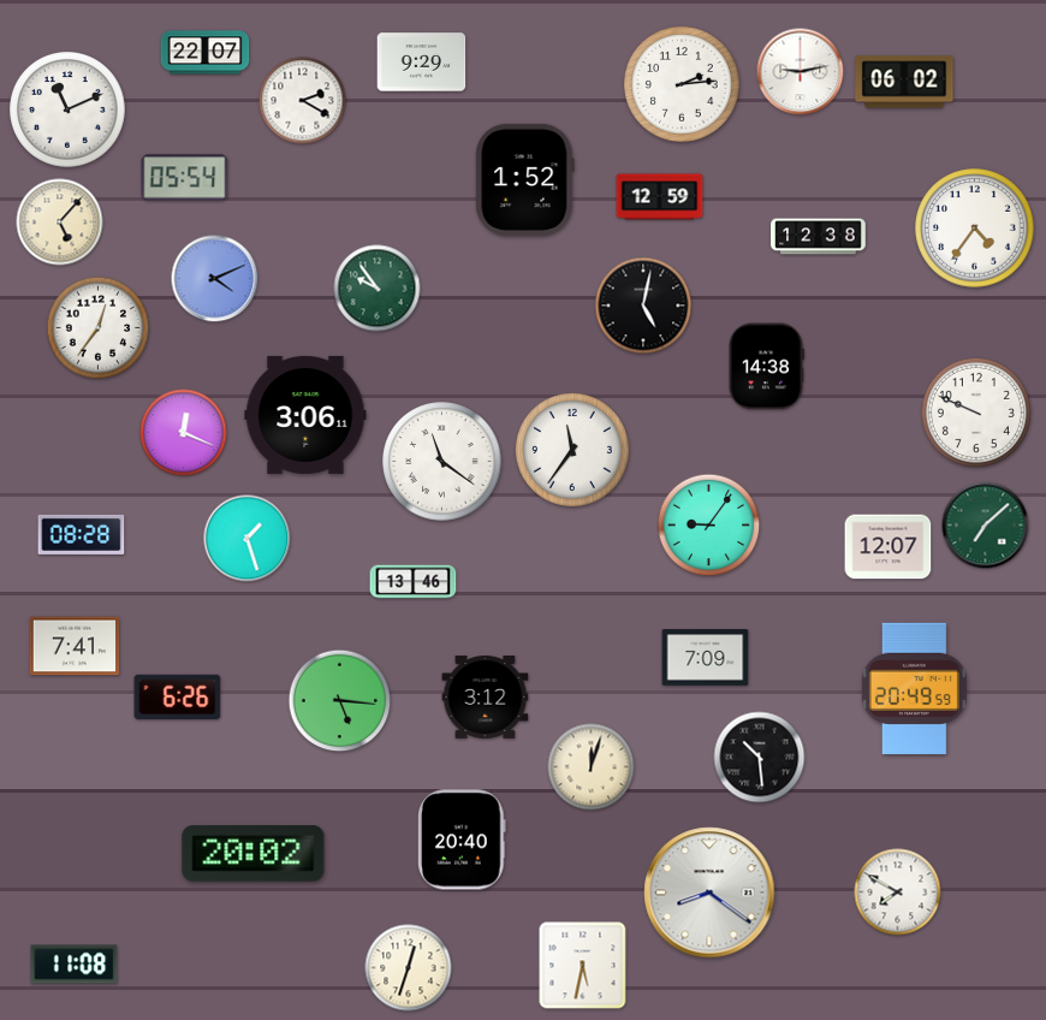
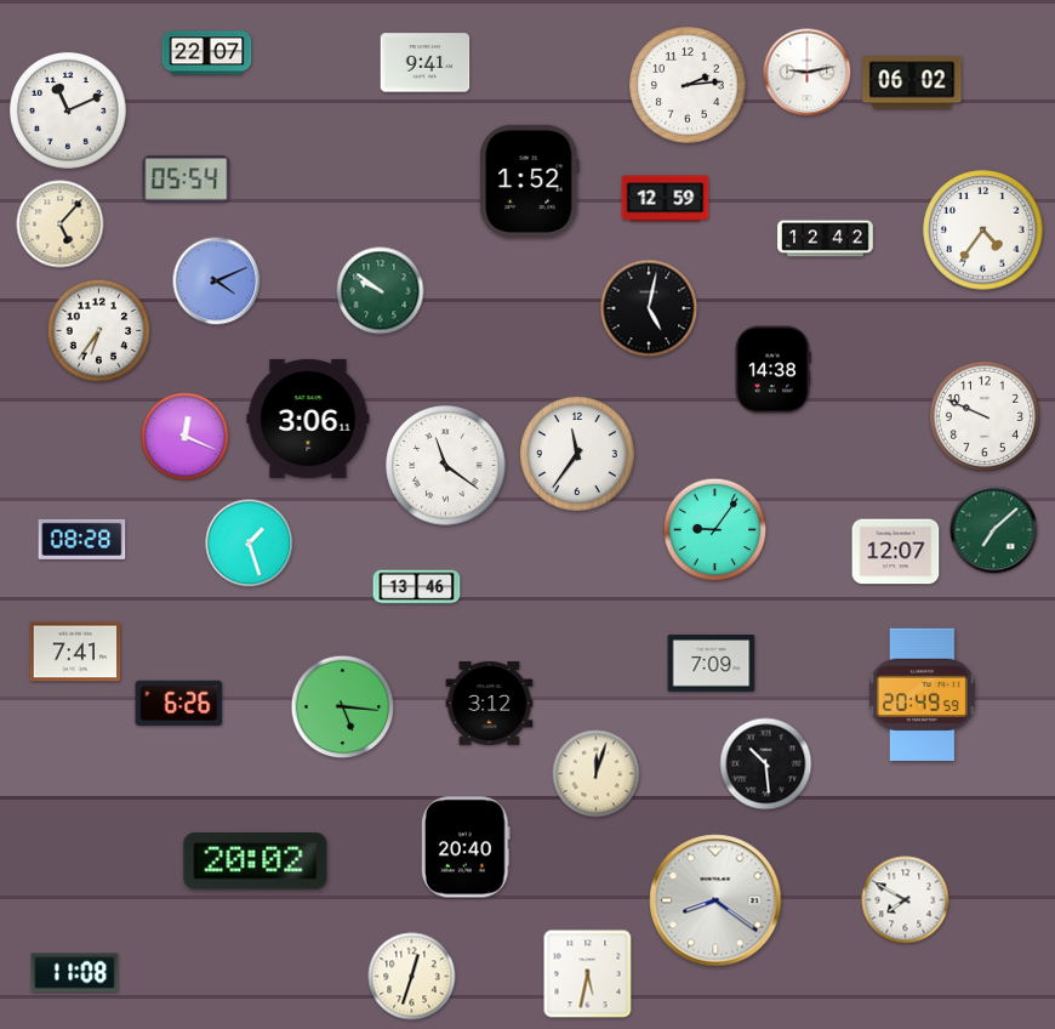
clock at (422, 63): 9:29 -> 9:41
clock at (303, 101): 2:20 -> none
clock at (819, 237): 12:38 -> 12:42
clock at (378, 289): 9:54 -> 9:51
clock at (99, 328): 12:36 -> 6:36
